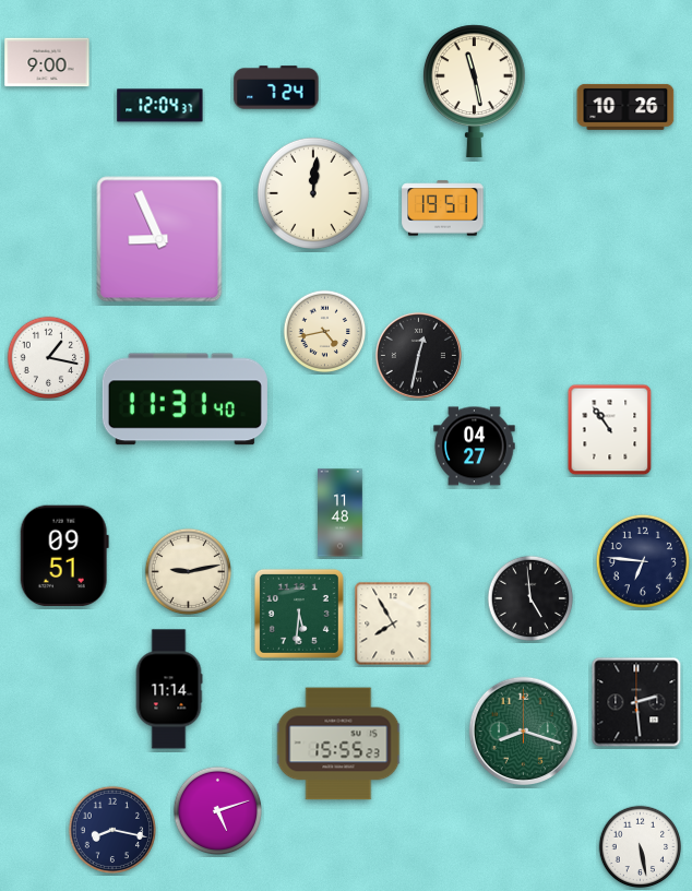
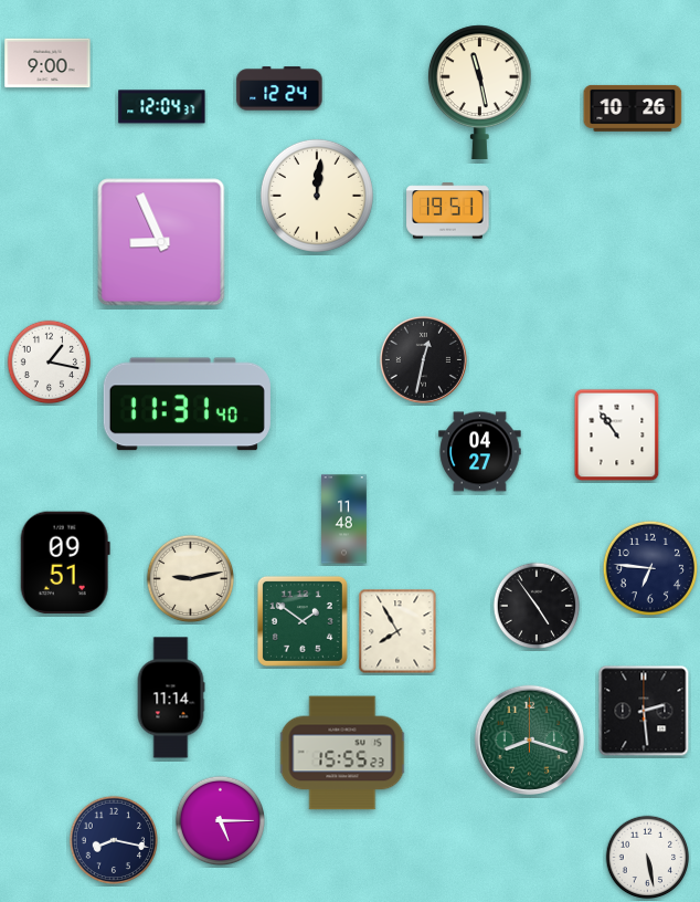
clock at (276, 87): 7:24 -> 12:24
clock at (325, 332): 4:43 -> none
clock at (530, 598): 4:59 -> 4:54
clock at (299, 614): 5:31 -> 1:51
clock at (218, 811): 5:12 -> 5:15
